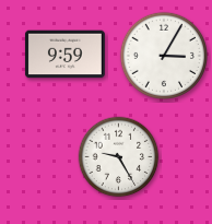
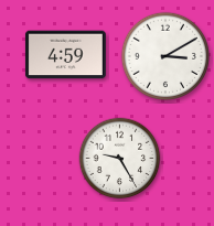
clock at (64, 55): 9:59 -> 4:59
clock at (163, 55): 3:05 -> 3:10
